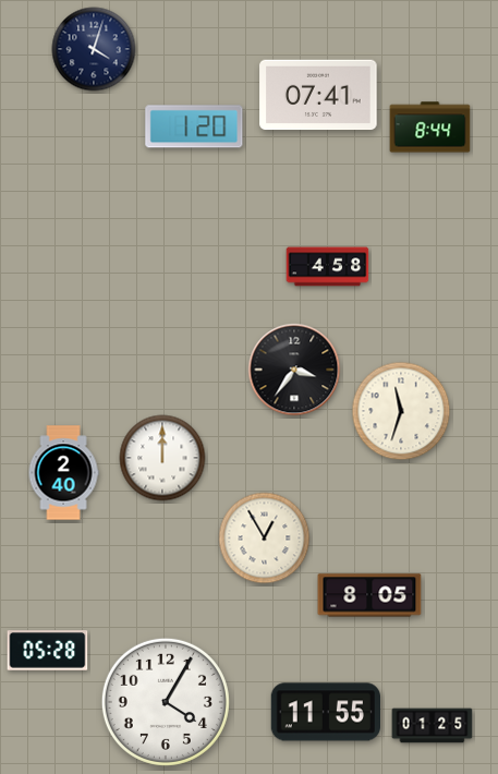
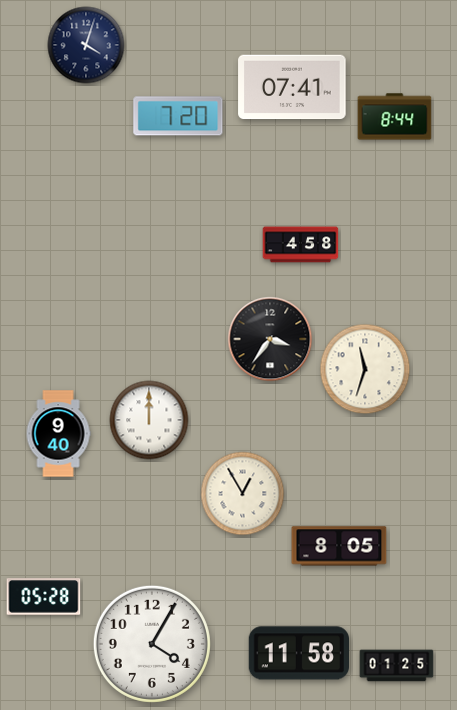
clock at (194, 126): 1:20 -> 7:20
clock at (401, 411) position: (401, 411) -> (365, 369)
clock at (63, 473): 2:40 -> 9:40
clock at (325, 712): 11:55 -> 11:58
